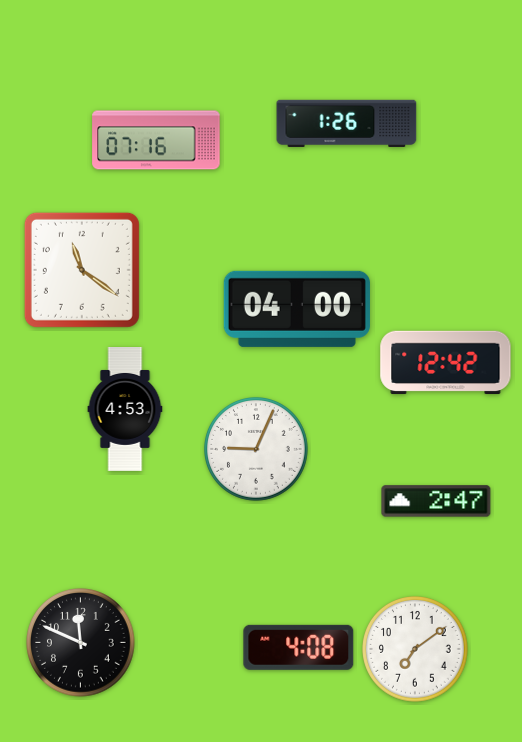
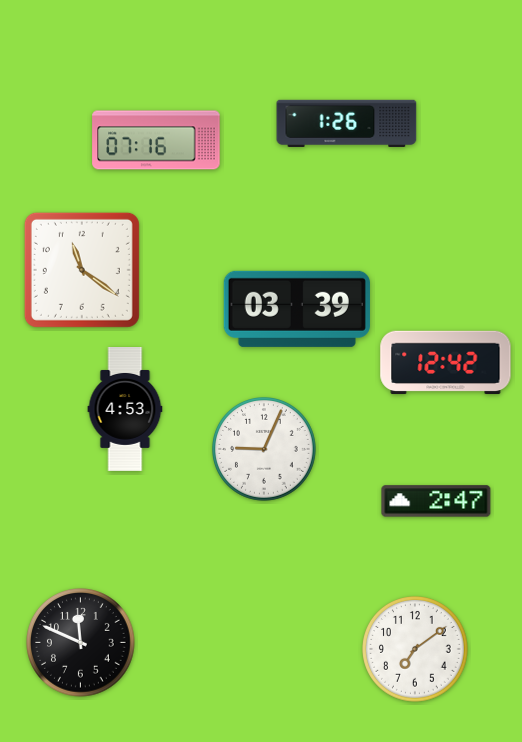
clock at (297, 309): 04:00 -> 03:39
clock at (257, 450) position: (257, 450) -> (265, 450)
clock at (299, 647): 4:08 -> none
